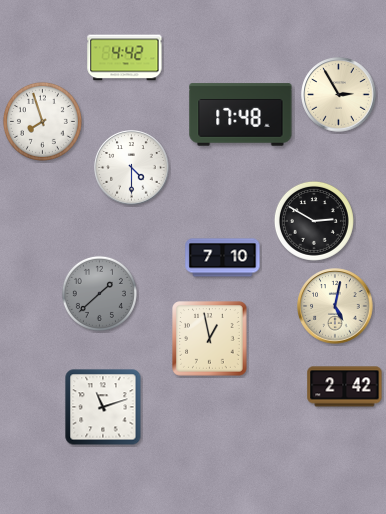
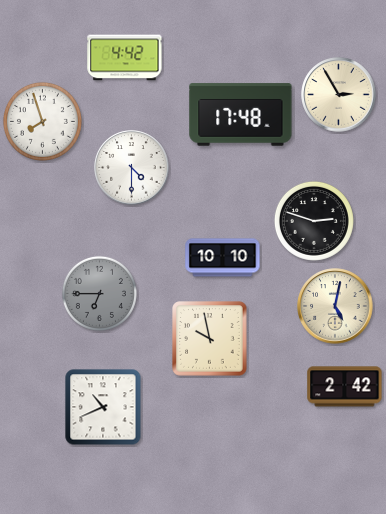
clock at (314, 221): 2:50 -> 2:48
clock at (223, 258): 7:10 -> 10:10
clock at (99, 293): 1:38 -> 6:45
clock at (210, 339): 12:58 -> 9:58
clock at (103, 407): 11:12 -> 10:41
